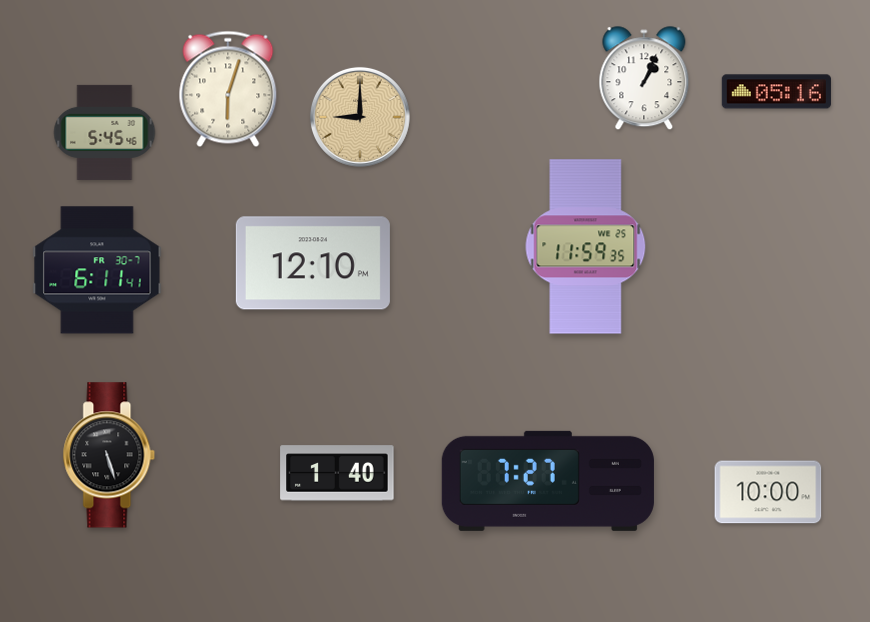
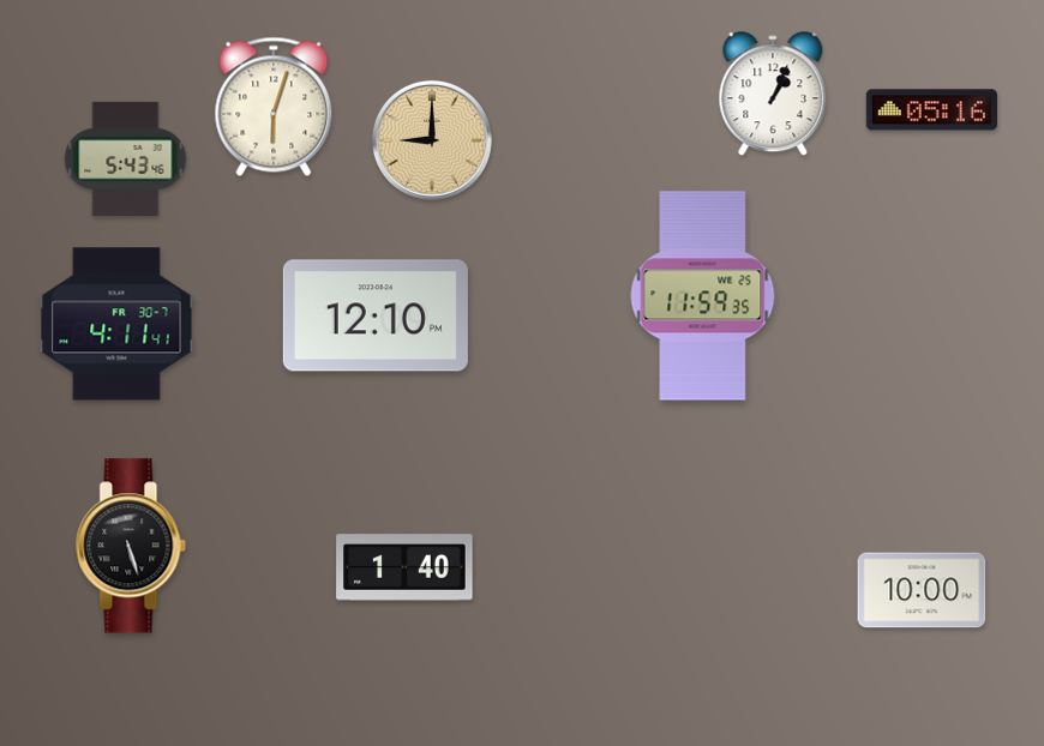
clock at (105, 132): 5:45 -> 5:43
clock at (97, 270): 6:11 -> 4:11
clock at (548, 481): 7:27 -> none
